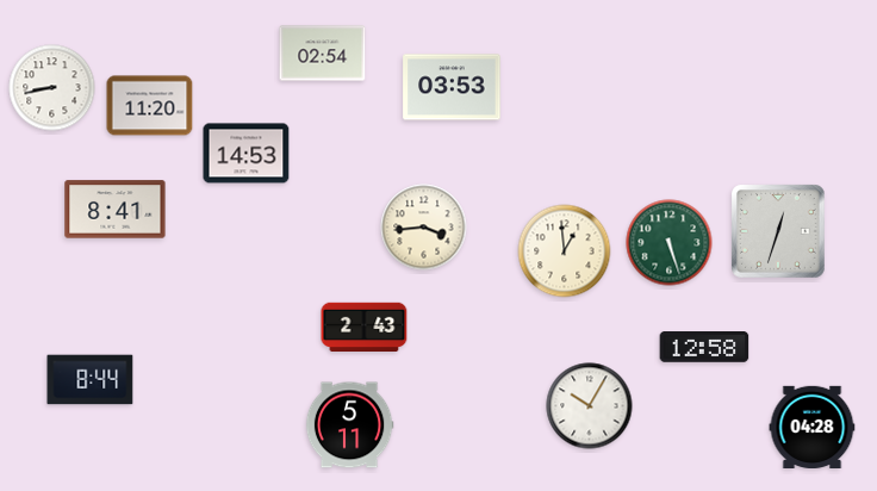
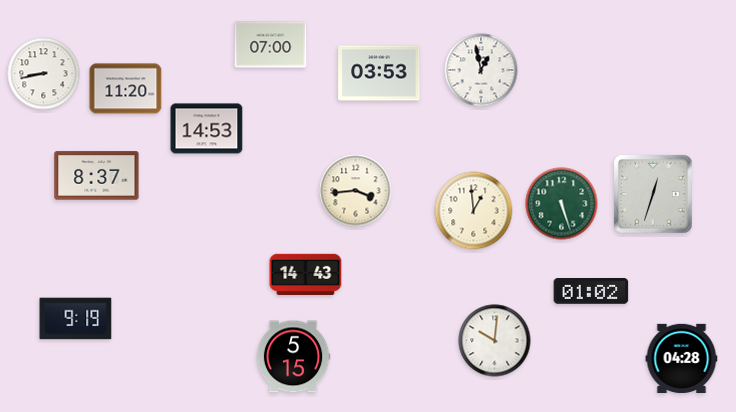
clock at (323, 54): 02:54 -> 07:00
clock at (481, 70): none -> 12:58
clock at (116, 210): 8:41 -> 8:37
clock at (365, 328): 2:43 -> 14:43
clock at (704, 347): 12:58 -> 01:02
clock at (91, 380): 8:44 -> 9:19
clock at (590, 406): 10:05 -> 10:01
clock at (349, 425): 5:11 -> 5:15
